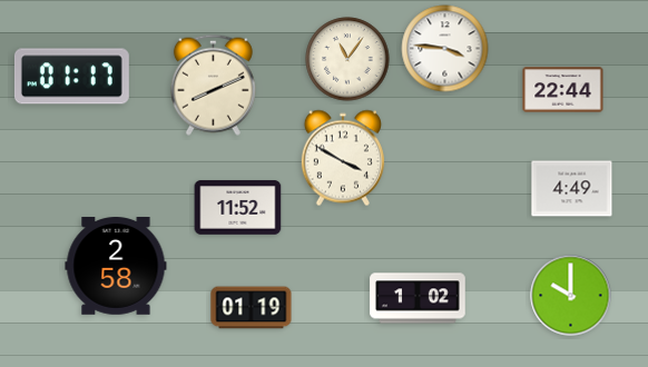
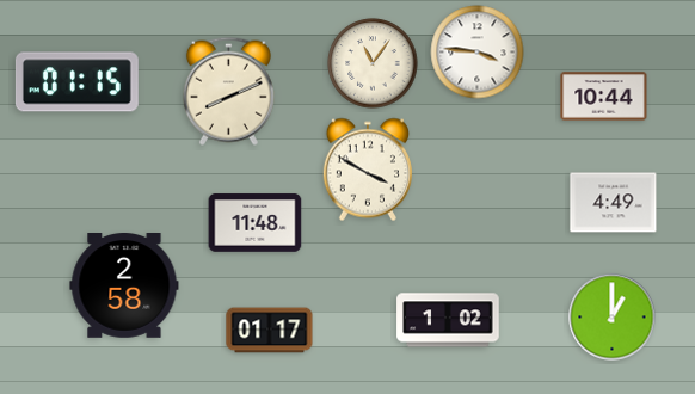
clock at (71, 77): 01:17 -> 01:15
clock at (563, 90): 22:44 -> 10:44
clock at (238, 208): 11:52 -> 11:48
clock at (571, 296): 10:00 -> 1:00
clock at (252, 308): 01:19 -> 01:17
